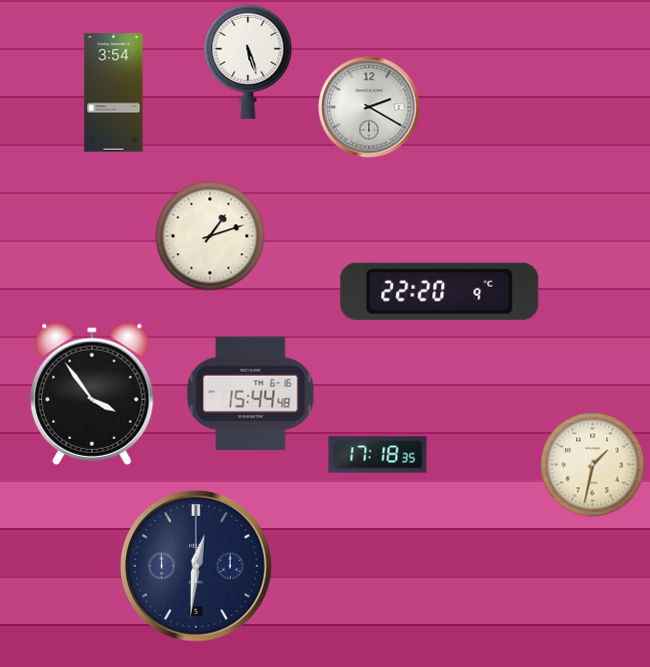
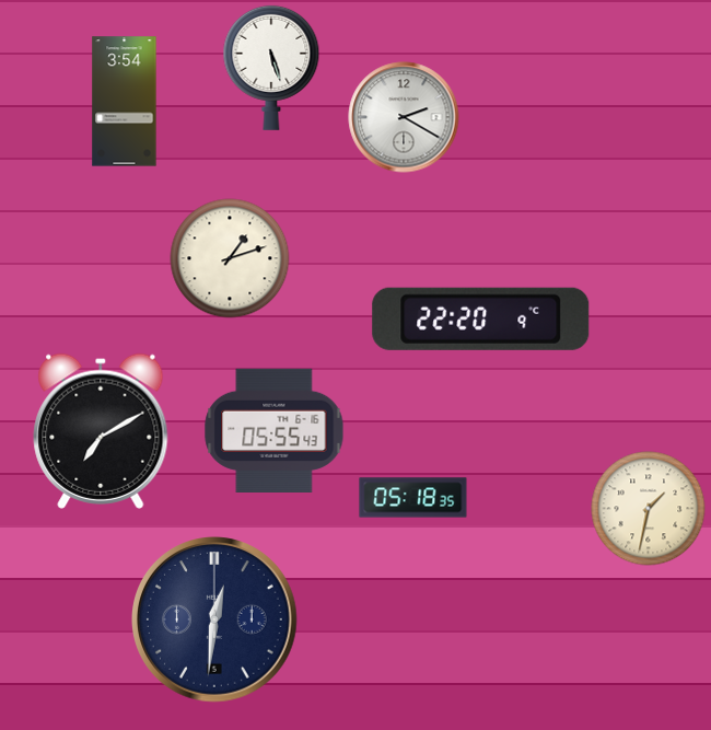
clock at (251, 393): 15:44 -> 05:55
clock at (92, 394): 3:54 -> 7:10
clock at (378, 455): 17:18 -> 05:18
